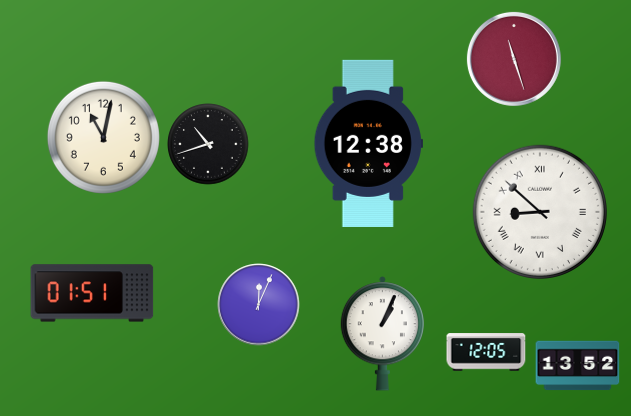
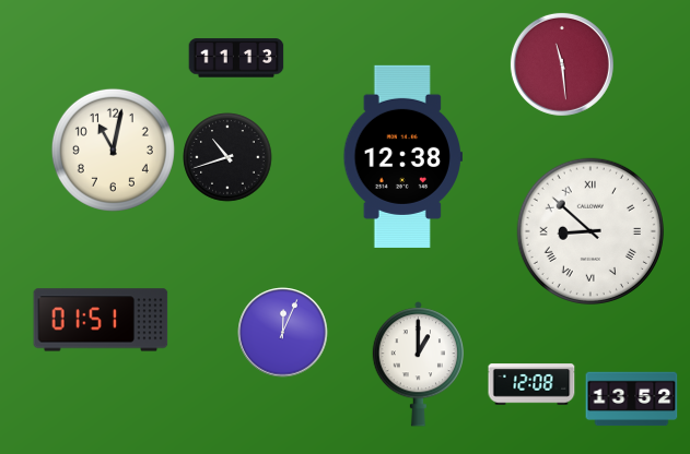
clock at (236, 58): none -> 11:13
clock at (514, 59): 11:27 -> 11:29
clock at (382, 334): 1:04 -> 1:00
clock at (486, 352): 12:05 -> 12:08
